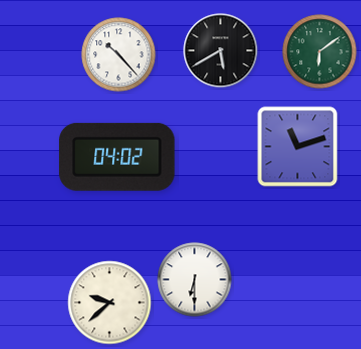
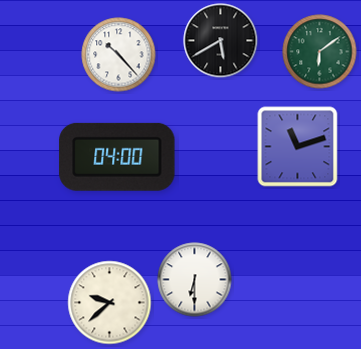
clock at (221, 51) position: (221, 51) -> (221, 41)
clock at (117, 157): 04:02 -> 04:00
